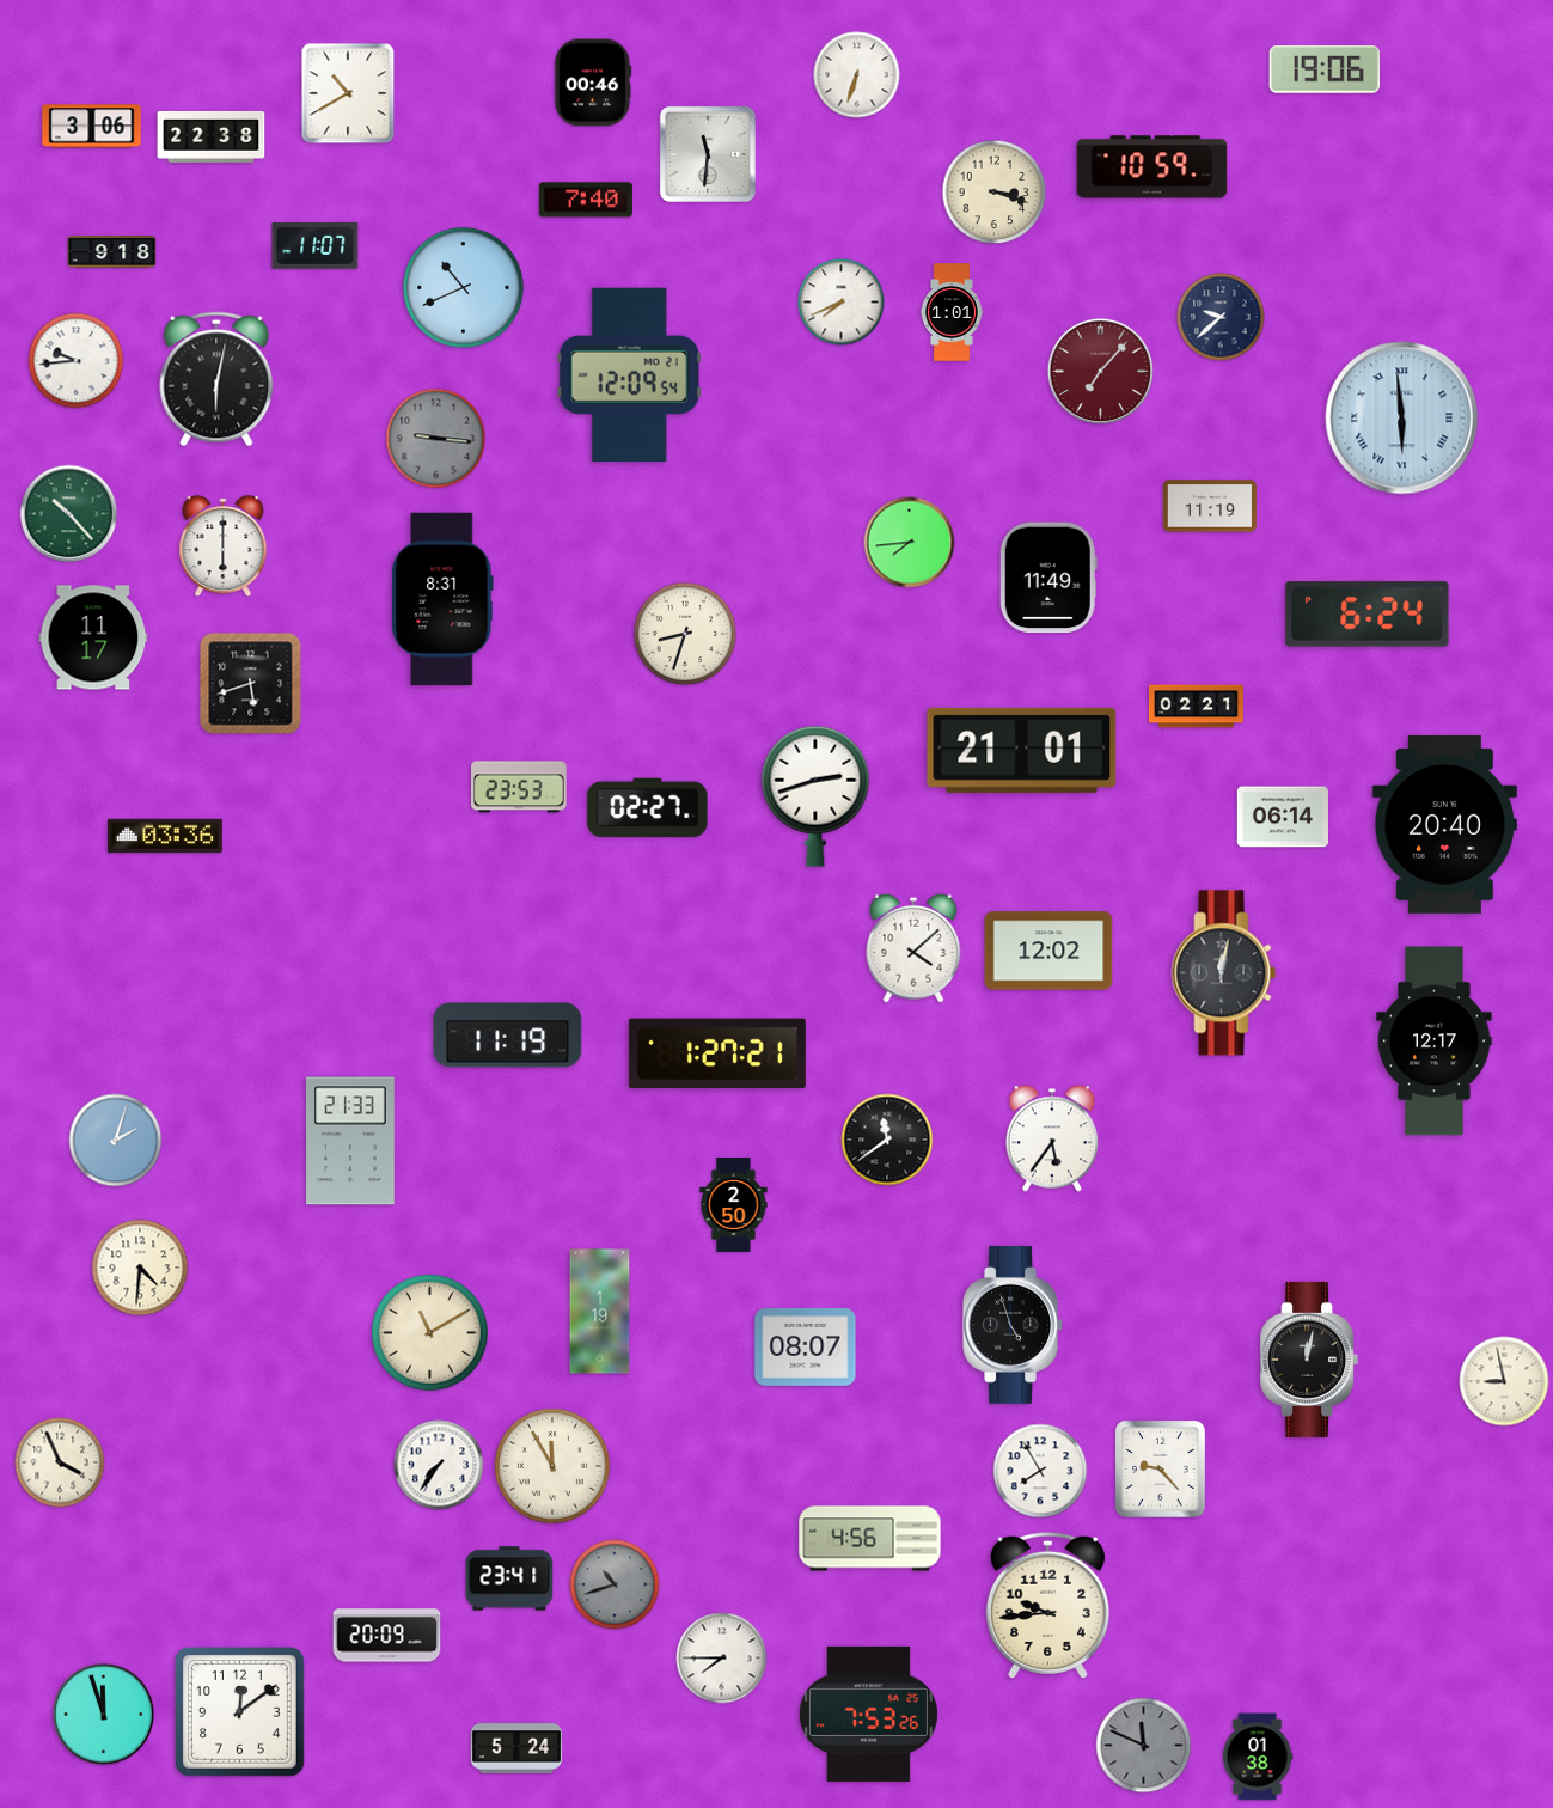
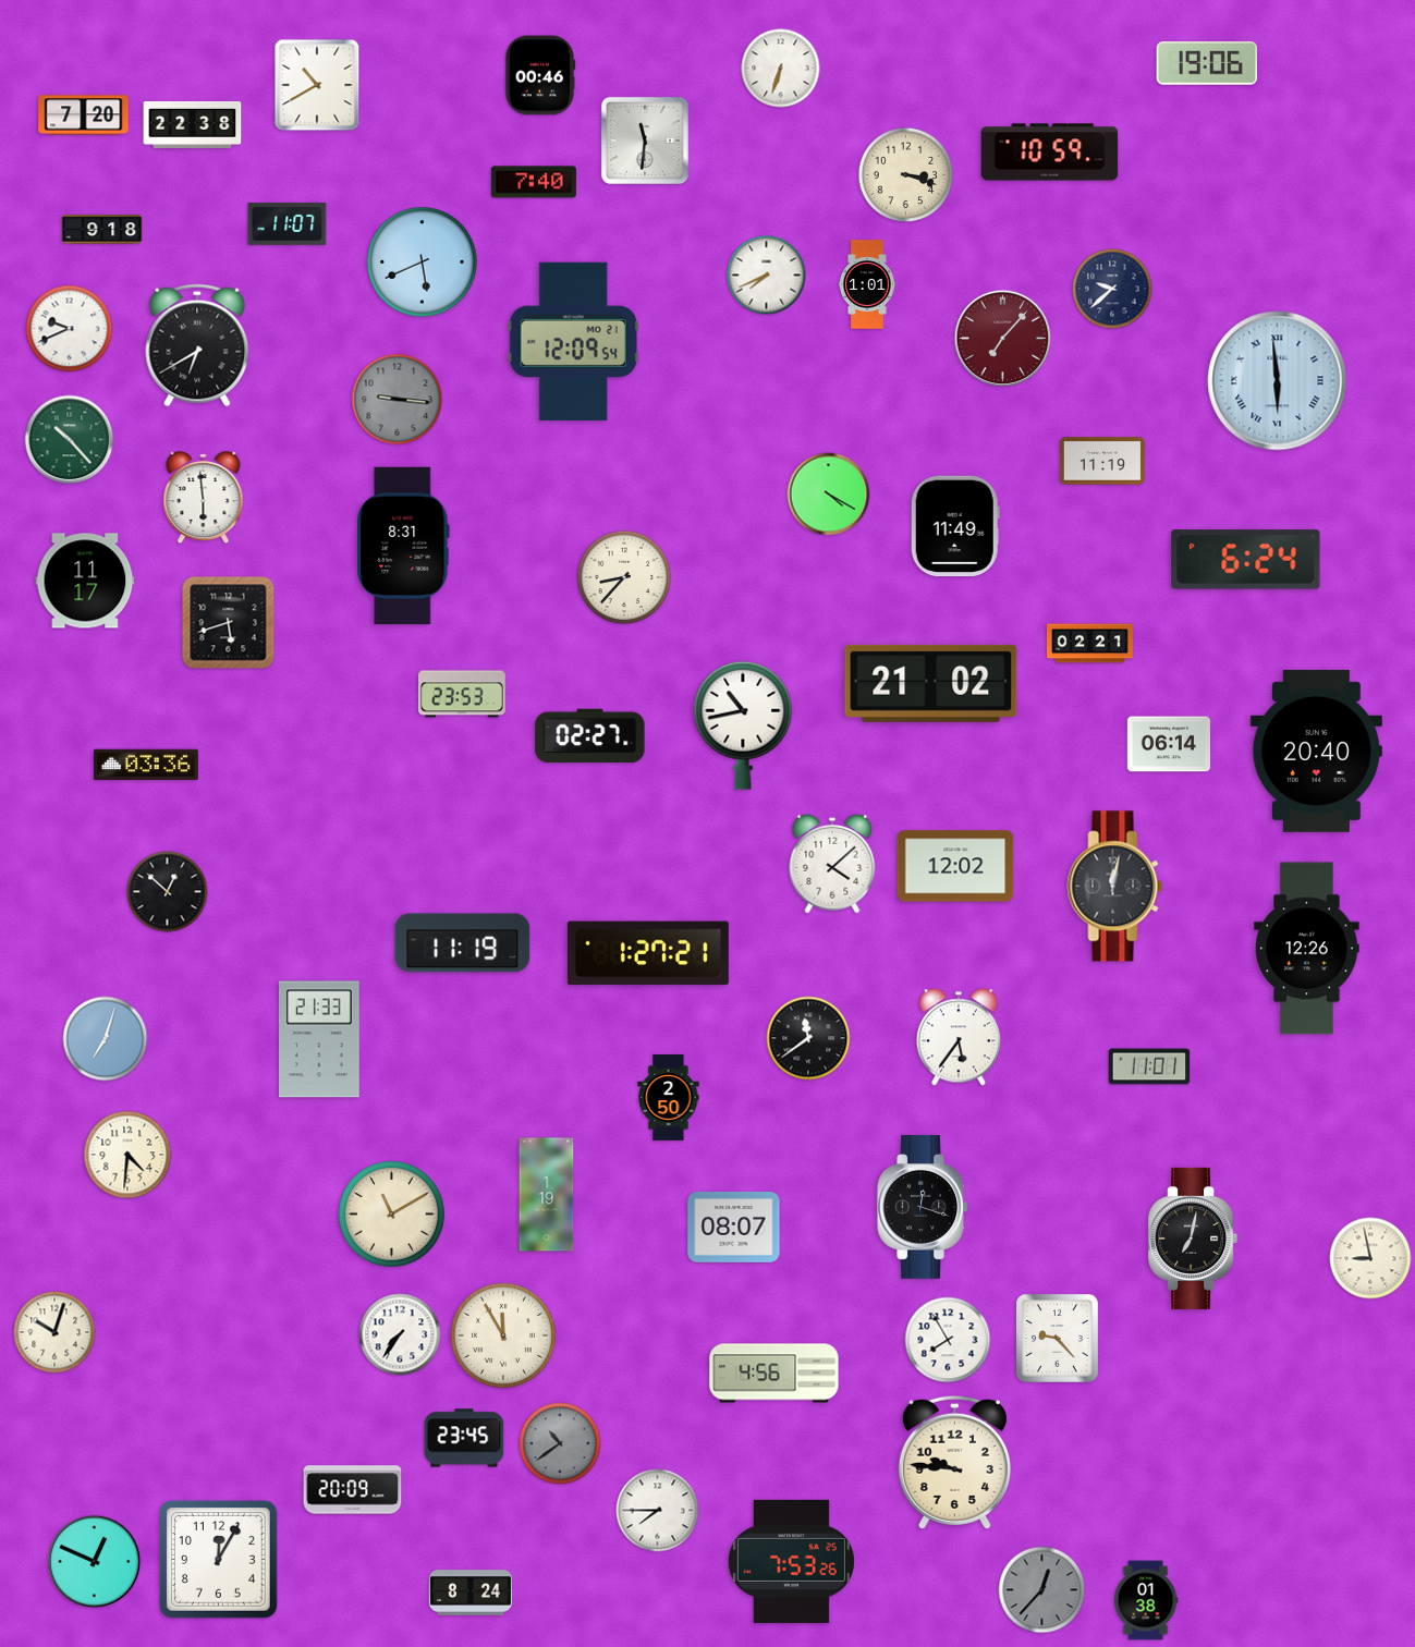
clock at (92, 127): 3:06 -> 7:20
clock at (464, 288): 10:41 -> 5:41
clock at (77, 361): 9:44 -> 9:41
clock at (216, 379): 6:02 -> 6:40
clock at (69, 514) position: (69, 514) -> (70, 440)
clock at (910, 543): 7:44 -> 4:20
clock at (224, 546): 6:00 -> 5:59
clock at (685, 634): 8:33 -> 8:37
clock at (1022, 750): 21:01 -> 21:02
clock at (520, 787) position: (520, 787) -> (463, 694)
clock at (815, 796): 2:42 -> 10:43
clock at (165, 836) position: (165, 836) -> (146, 765)
clock at (168, 892): none -> 12:52
clock at (1435, 1042): 12:17 -> 12:26
clock at (717, 1053) position: (717, 1053) -> (648, 953)
clock at (116, 1141): 2:03 -> 7:03
clock at (1149, 1066): none -> 11:01
clock at (1013, 1325): 4:57 -> 12:18
clock at (1309, 1360): 12:02 -> 7:02
clock at (60, 1462): 3:56 -> 10:03
clock at (870, 1539) position: (870, 1539) -> (774, 1374)
clock at (509, 1578): 23:41 -> 23:45
clock at (615, 1584): 10:42 -> 10:39
clock at (1047, 1605): 9:44 -> 9:46
clock at (239, 1711): 12:09 -> 12:05
clock at (104, 1715): 11:57 -> 12:49
clock at (1144, 1746): 11:49 -> 12:37
clock at (516, 1748): 5:24 -> 8:24
